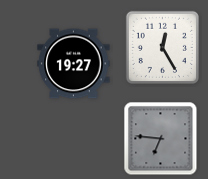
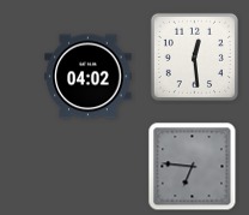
clock at (162, 47): 12:25 -> 12:29
clock at (74, 64): 19:27 -> 04:02
